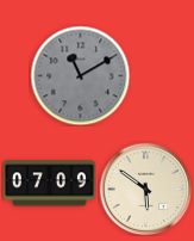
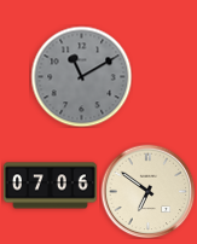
clock at (49, 184): 07:09 -> 07:06
clock at (145, 189): 5:51 -> 6:51
